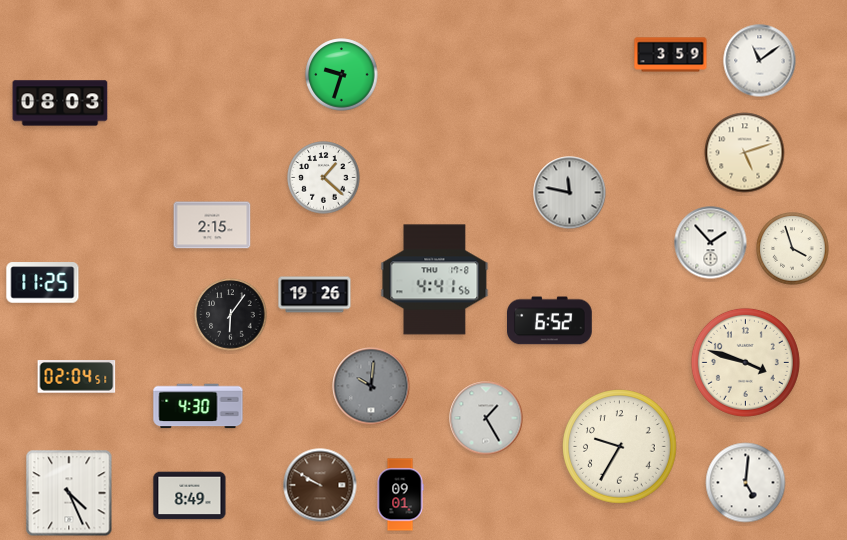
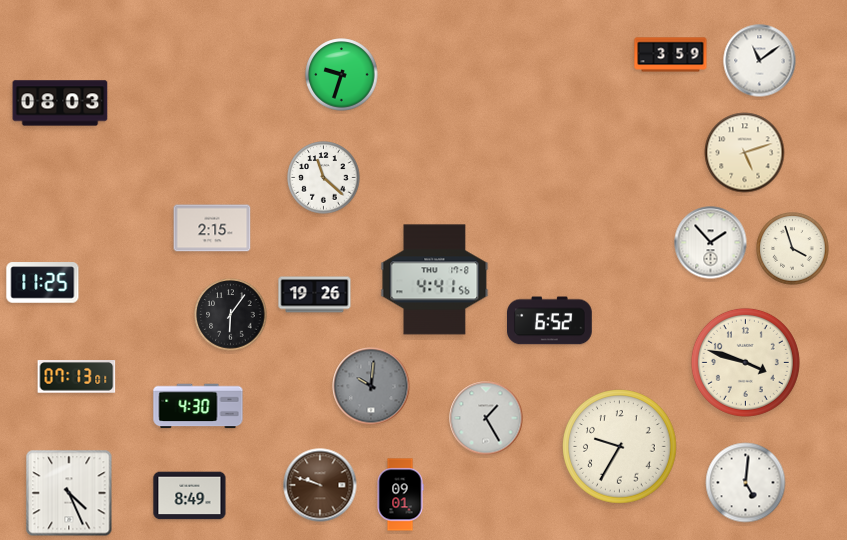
clock at (324, 178): 1:22 -> 11:22
clock at (570, 193): 11:47 -> none
clock at (212, 225) position: (212, 225) -> (212, 228)
clock at (77, 377): 02:04 -> 07:13
clock at (320, 485): 9:50 -> 9:48
